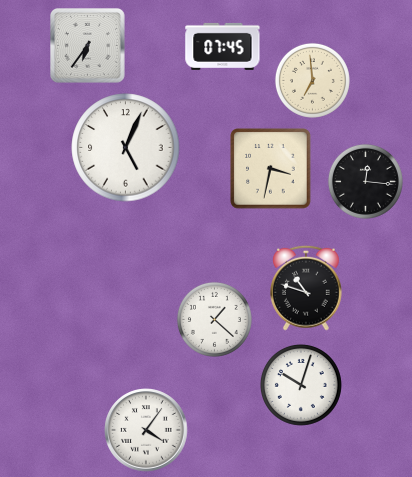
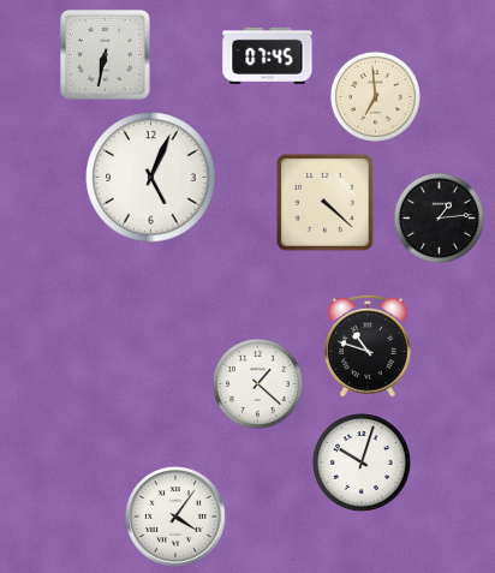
clock at (88, 46): 6:36 -> 6:32
clock at (271, 169): 3:32 -> 4:22
clock at (365, 181): 12:16 -> 1:14
